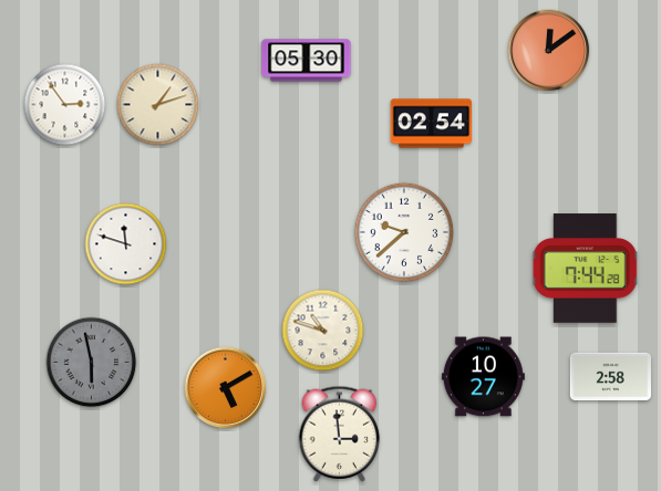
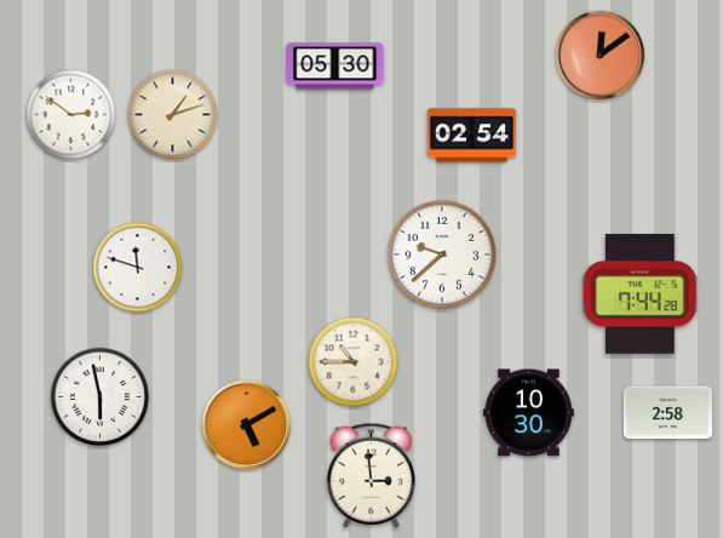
clock at (65, 105): 2:54 -> 2:51
clock at (323, 331): 10:48 -> 10:45
clock at (92, 363) dial: grey -> white
clock at (483, 377): 10:27 -> 10:30
